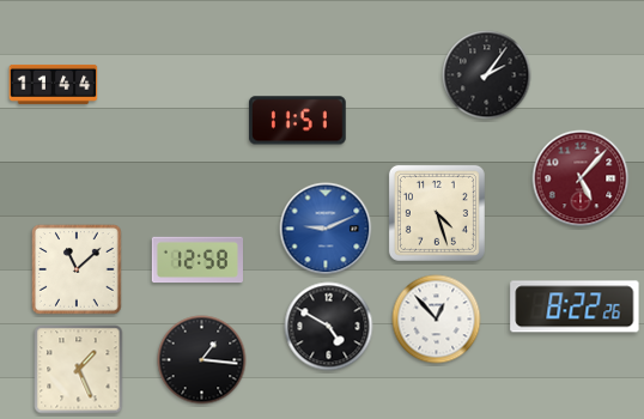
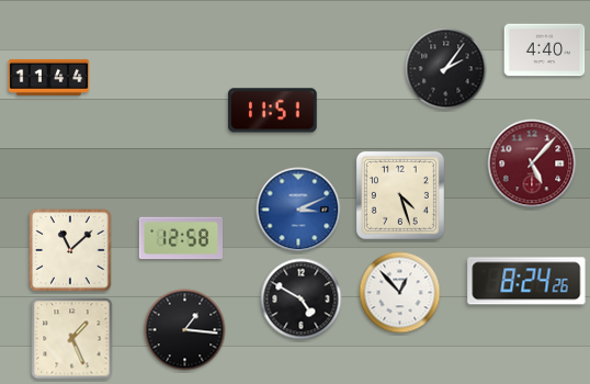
clock at (545, 50): none -> 4:40
clock at (326, 229): 9:11 -> 3:11
clock at (77, 269) position: (77, 269) -> (70, 250)
clock at (575, 306): 8:22 -> 8:24
